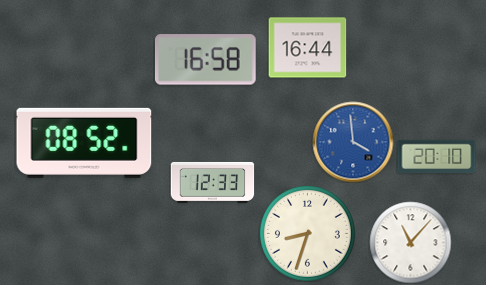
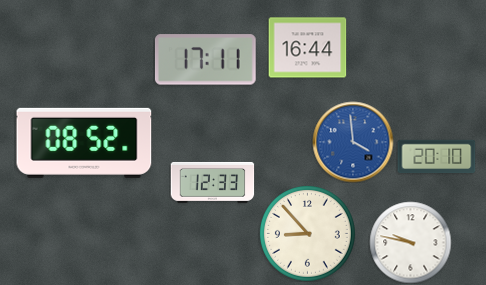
clock at (205, 60): 16:58 -> 17:11
clock at (307, 233): 8:33 -> 8:53
clock at (410, 242): 11:07 -> 9:47
